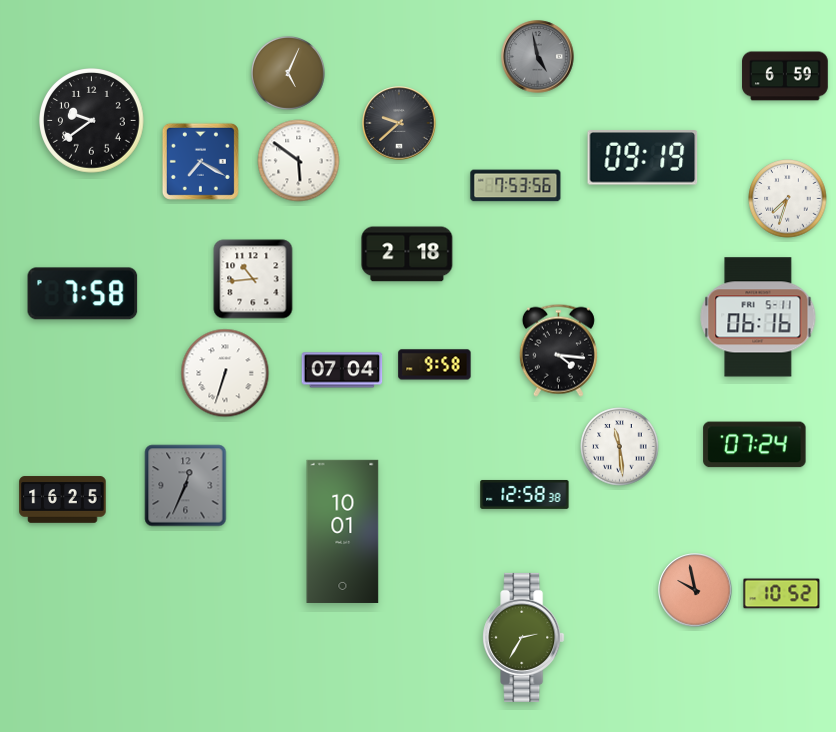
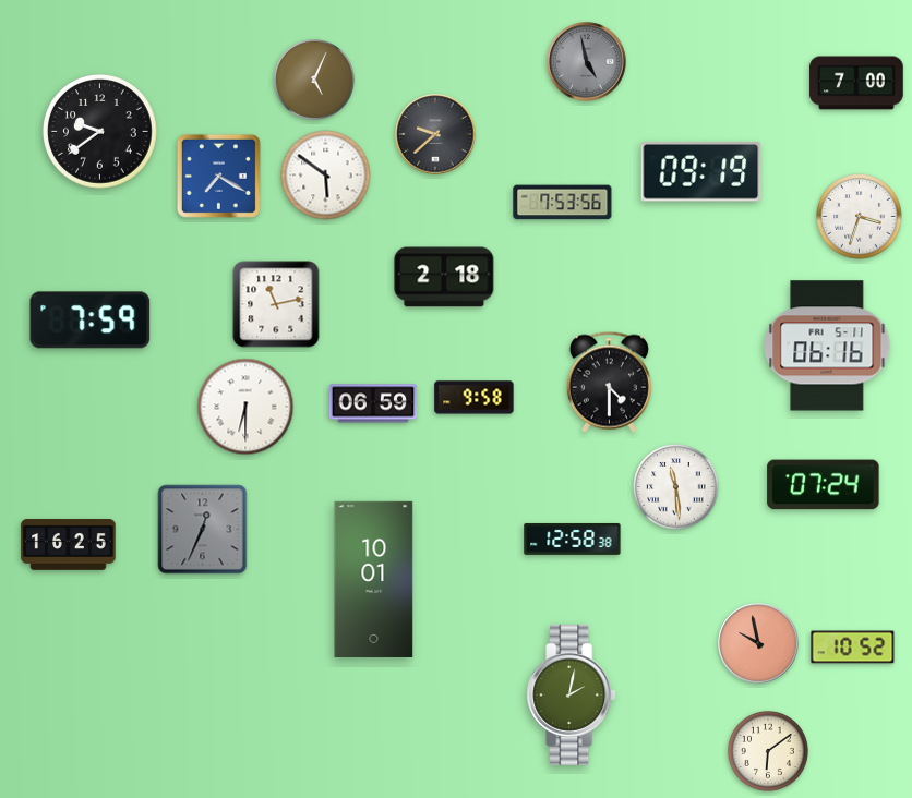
clock at (785, 76): 6:59 -> 7:00
clock at (788, 199): 7:33 -> 3:33
clock at (253, 279): 10:44 -> 11:13
clock at (83, 294): 7:58 -> 7:59
clock at (558, 350): 4:16 -> 4:30
clock at (342, 370): 07:04 -> 06:59
clock at (225, 373): 6:33 -> 6:30
clock at (524, 637): 2:35 -> 2:02
clock at (768, 751): none -> 6:09
